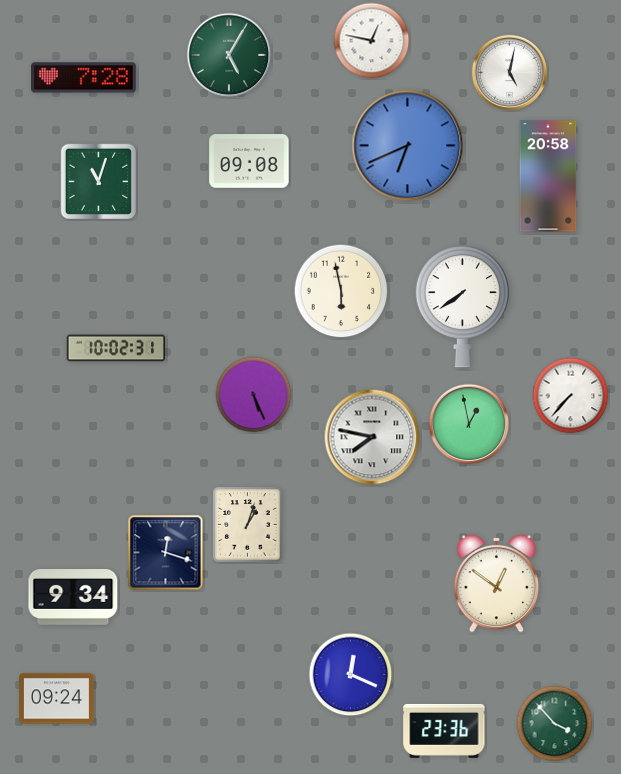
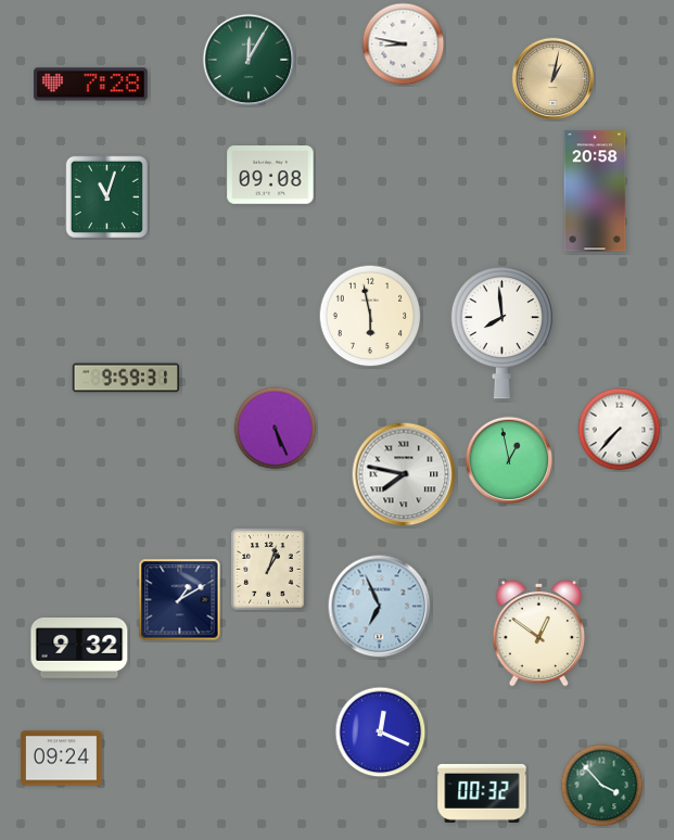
clock at (372, 41): 12:47 -> 8:47
clock at (229, 55): 5:05 -> 12:05
clock at (510, 73): 5:02 -> 1:02
clock at (510, 73) dial: white -> champagne
clock at (408, 146): 6:41 -> none
clock at (462, 306): 7:39 -> 7:59
clock at (116, 348): 10:02 -> 9:59
clock at (166, 553): 12:18 -> 1:10
clock at (380, 607): none -> 6:56
clock at (73, 598): 9:34 -> 9:32
clock at (444, 731): 23:36 -> 00:32
